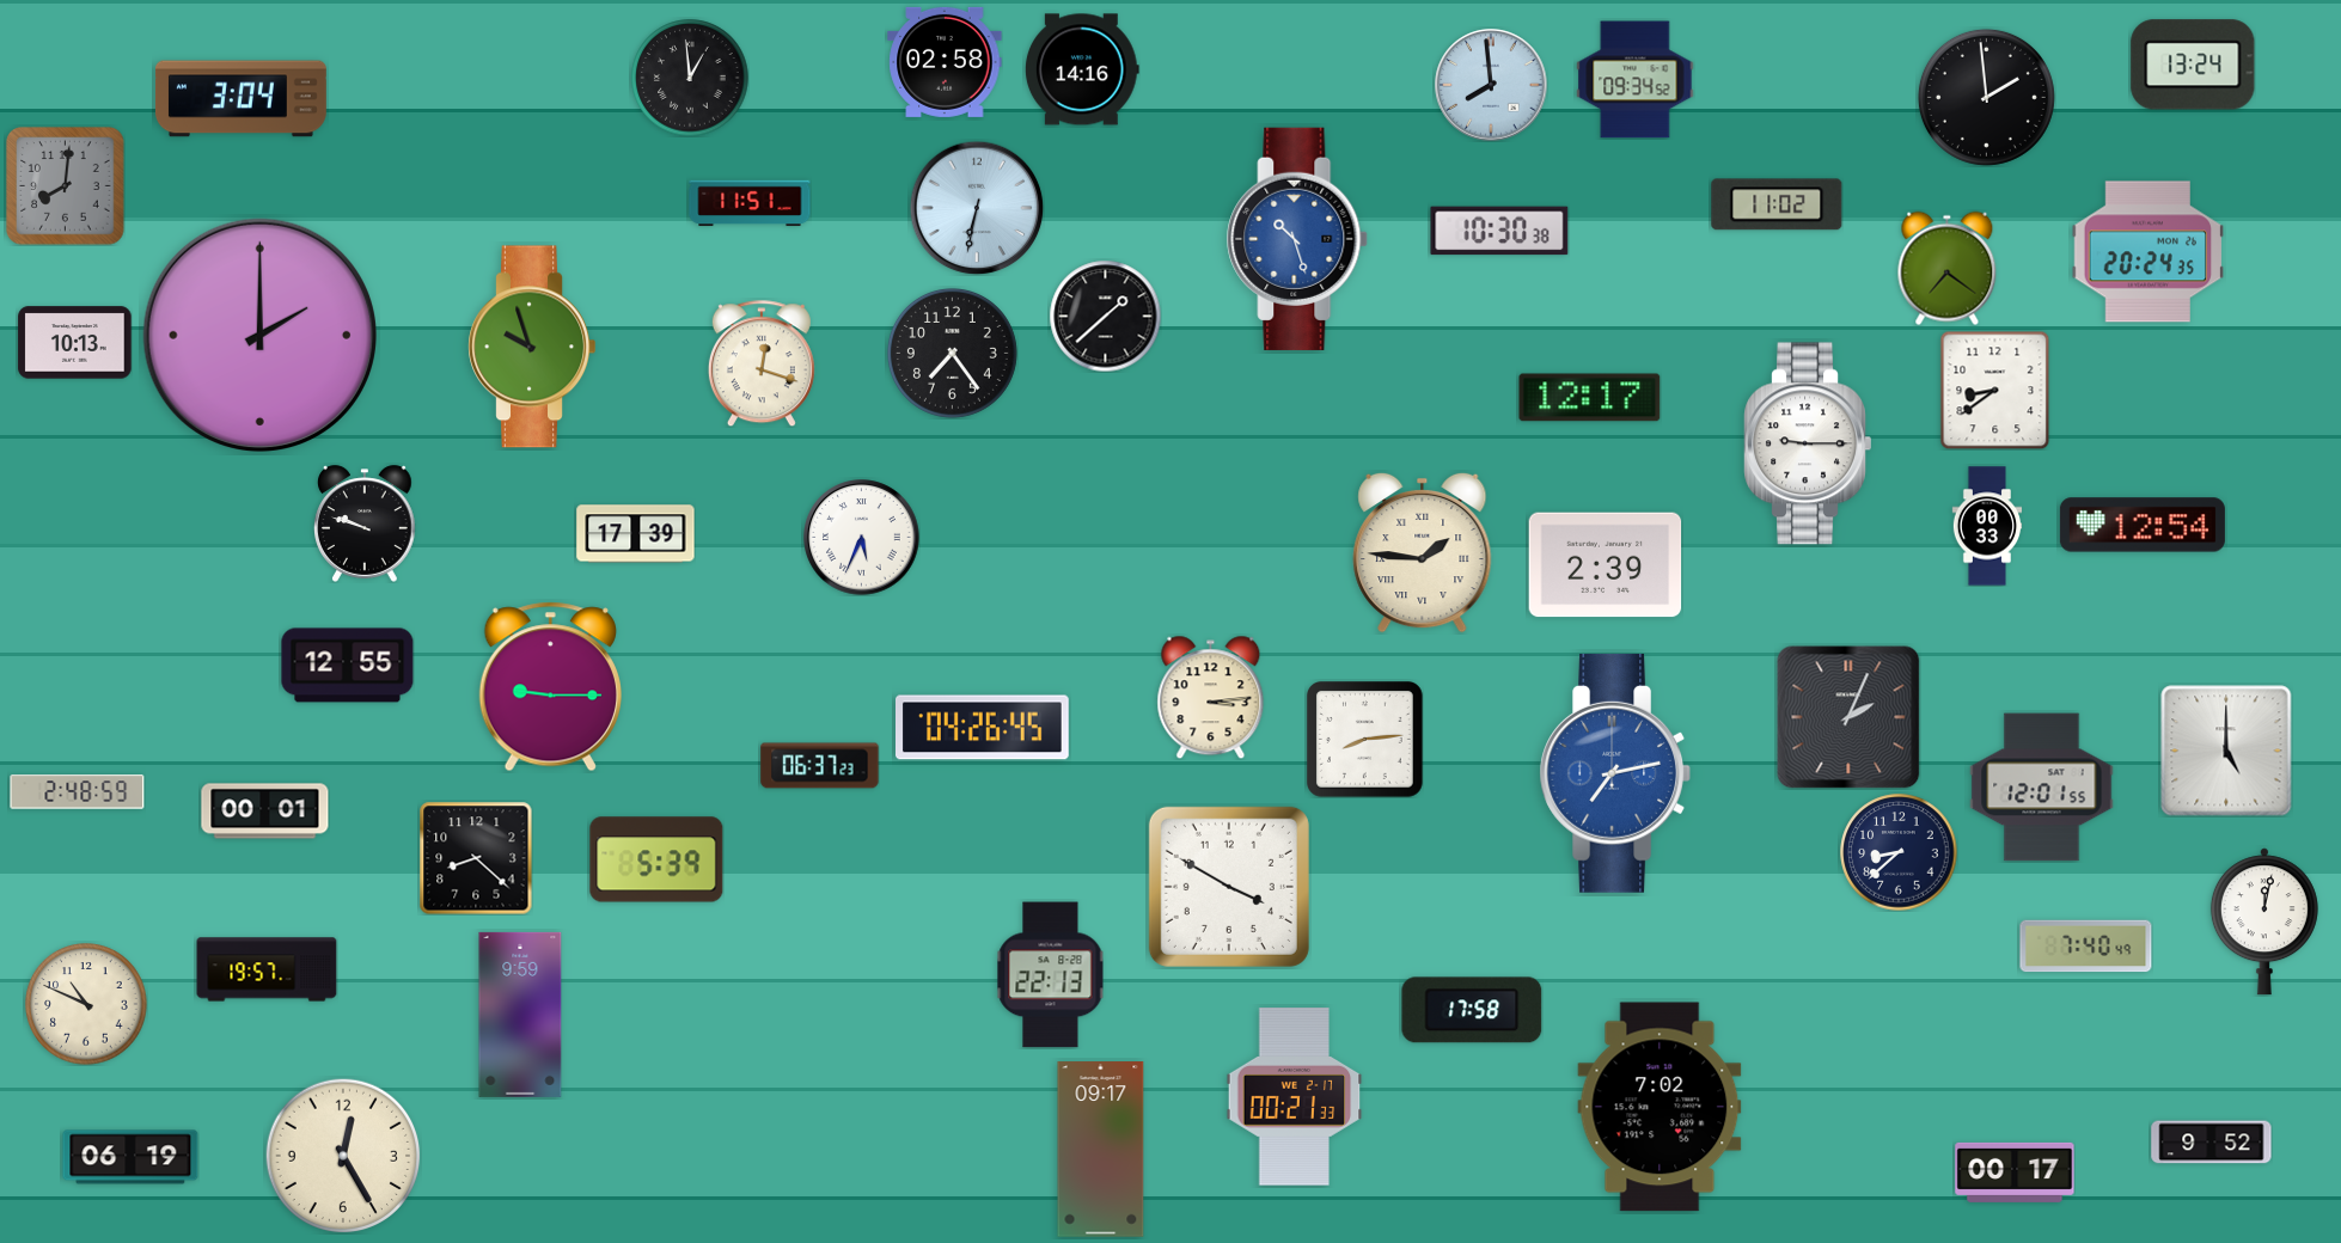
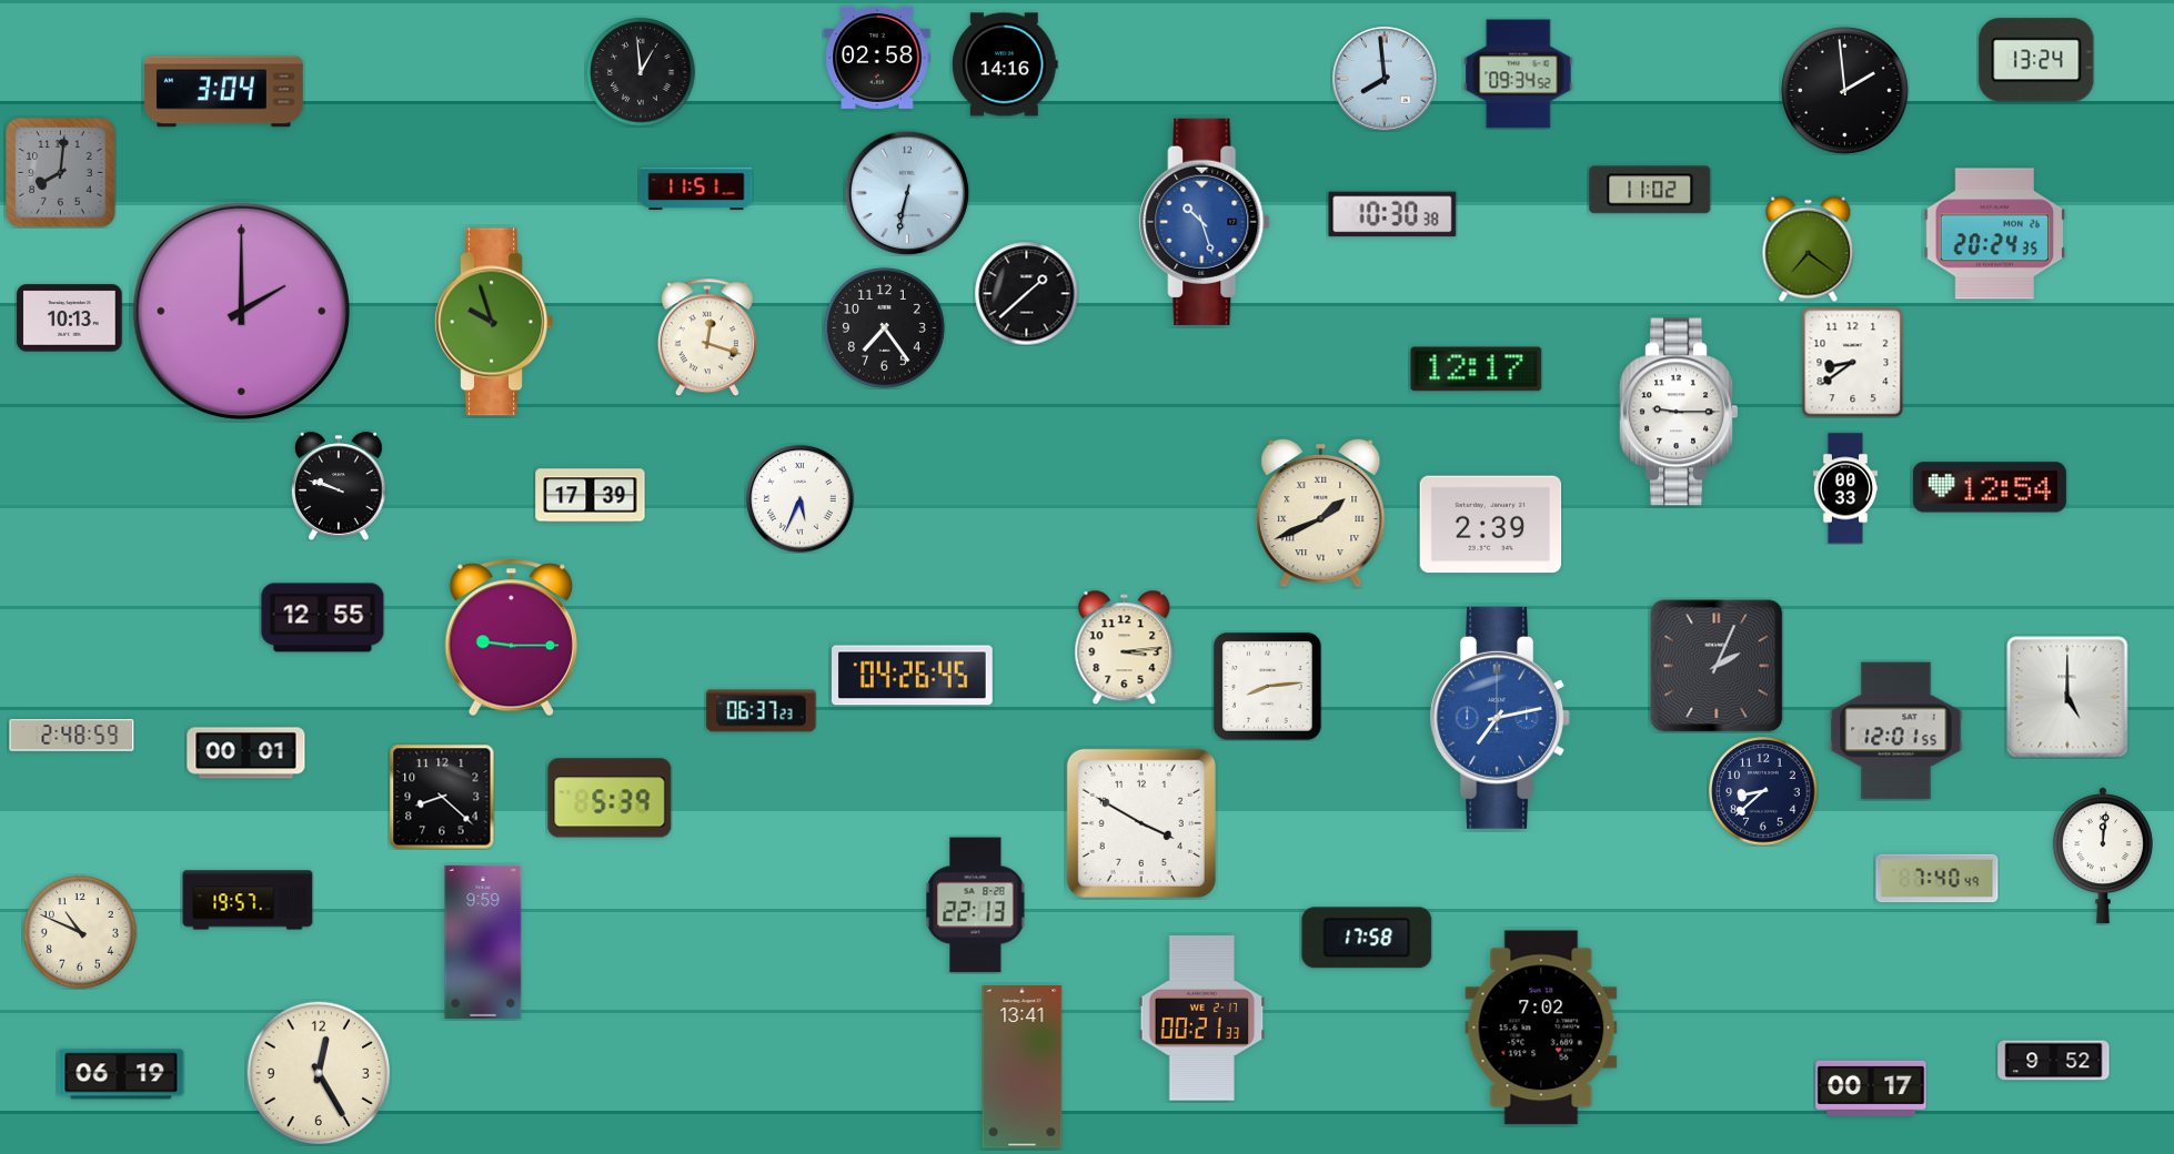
clock at (1423, 552): 1:46 -> 1:41
clock at (2264, 921): 12:02 -> 12:01
clock at (1101, 1150): 09:17 -> 13:41
